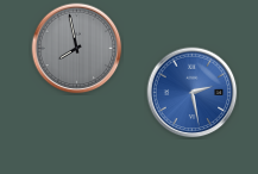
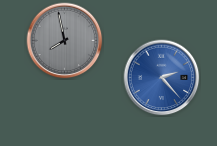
clock at (193, 93): 2:28 -> 2:23
